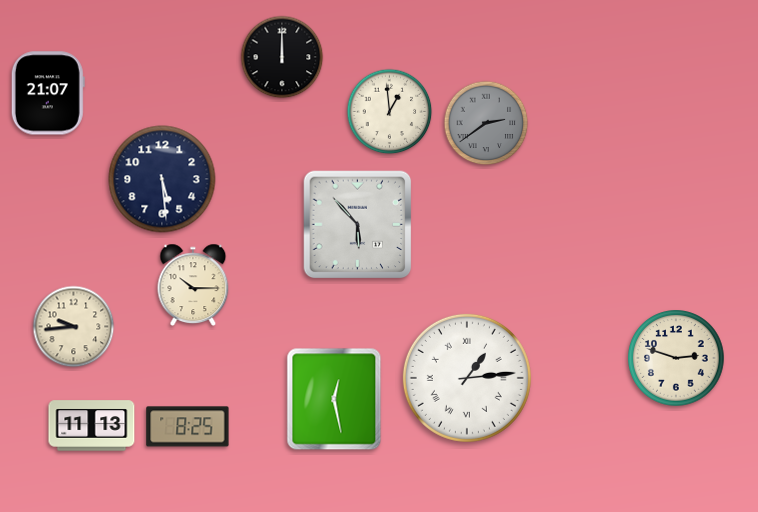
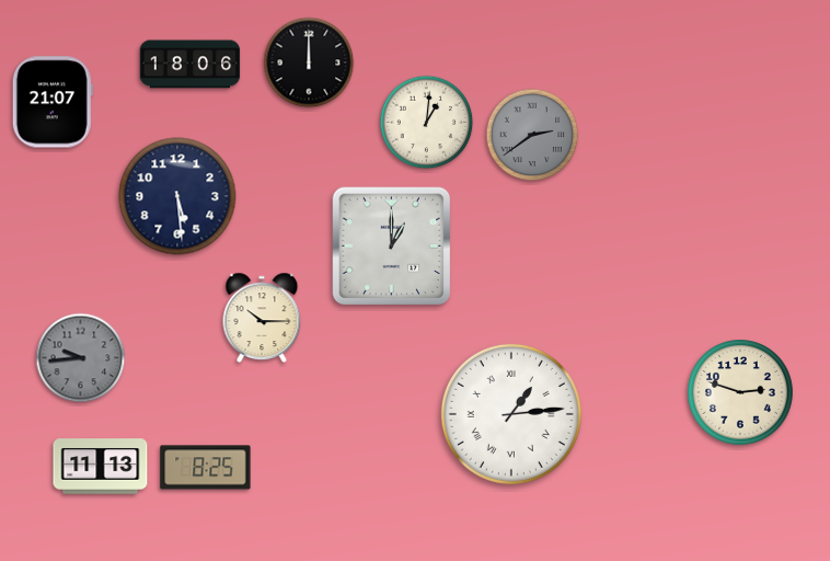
clock at (191, 65): none -> 18:06
clock at (390, 112): 12:59 -> 1:01
clock at (358, 225): 5:53 -> 1:00
clock at (193, 285) position: (193, 285) -> (262, 318)
clock at (74, 327) dial: cream -> grey
clock at (334, 399): 12:28 -> none
